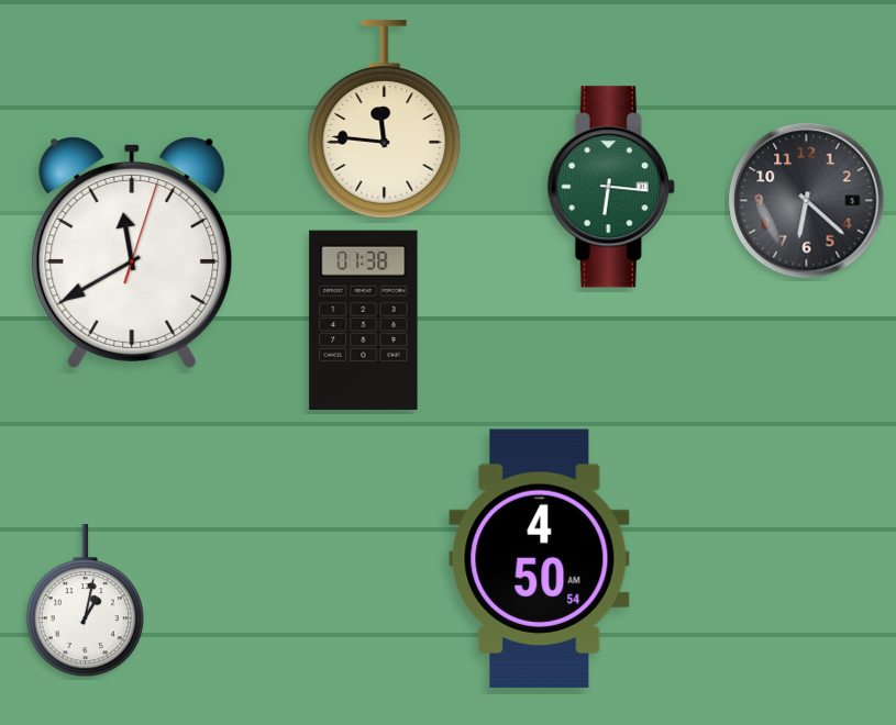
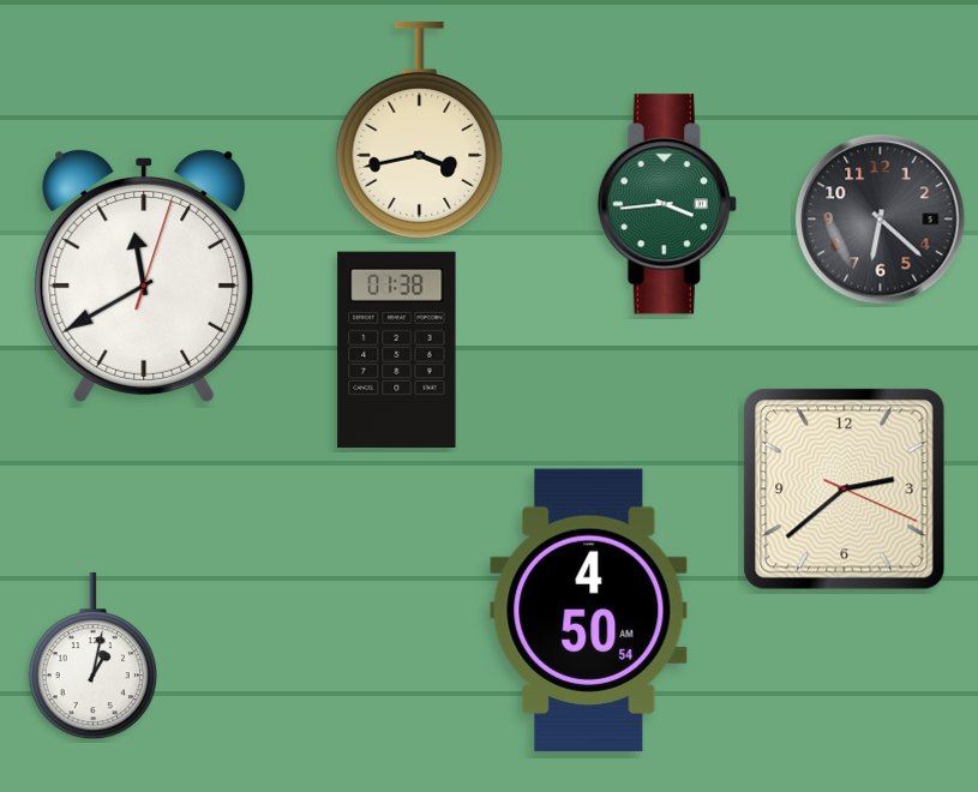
clock at (385, 120): 11:46 -> 3:43
clock at (611, 187): 6:16 -> 3:44
clock at (845, 490): none -> 2:38
